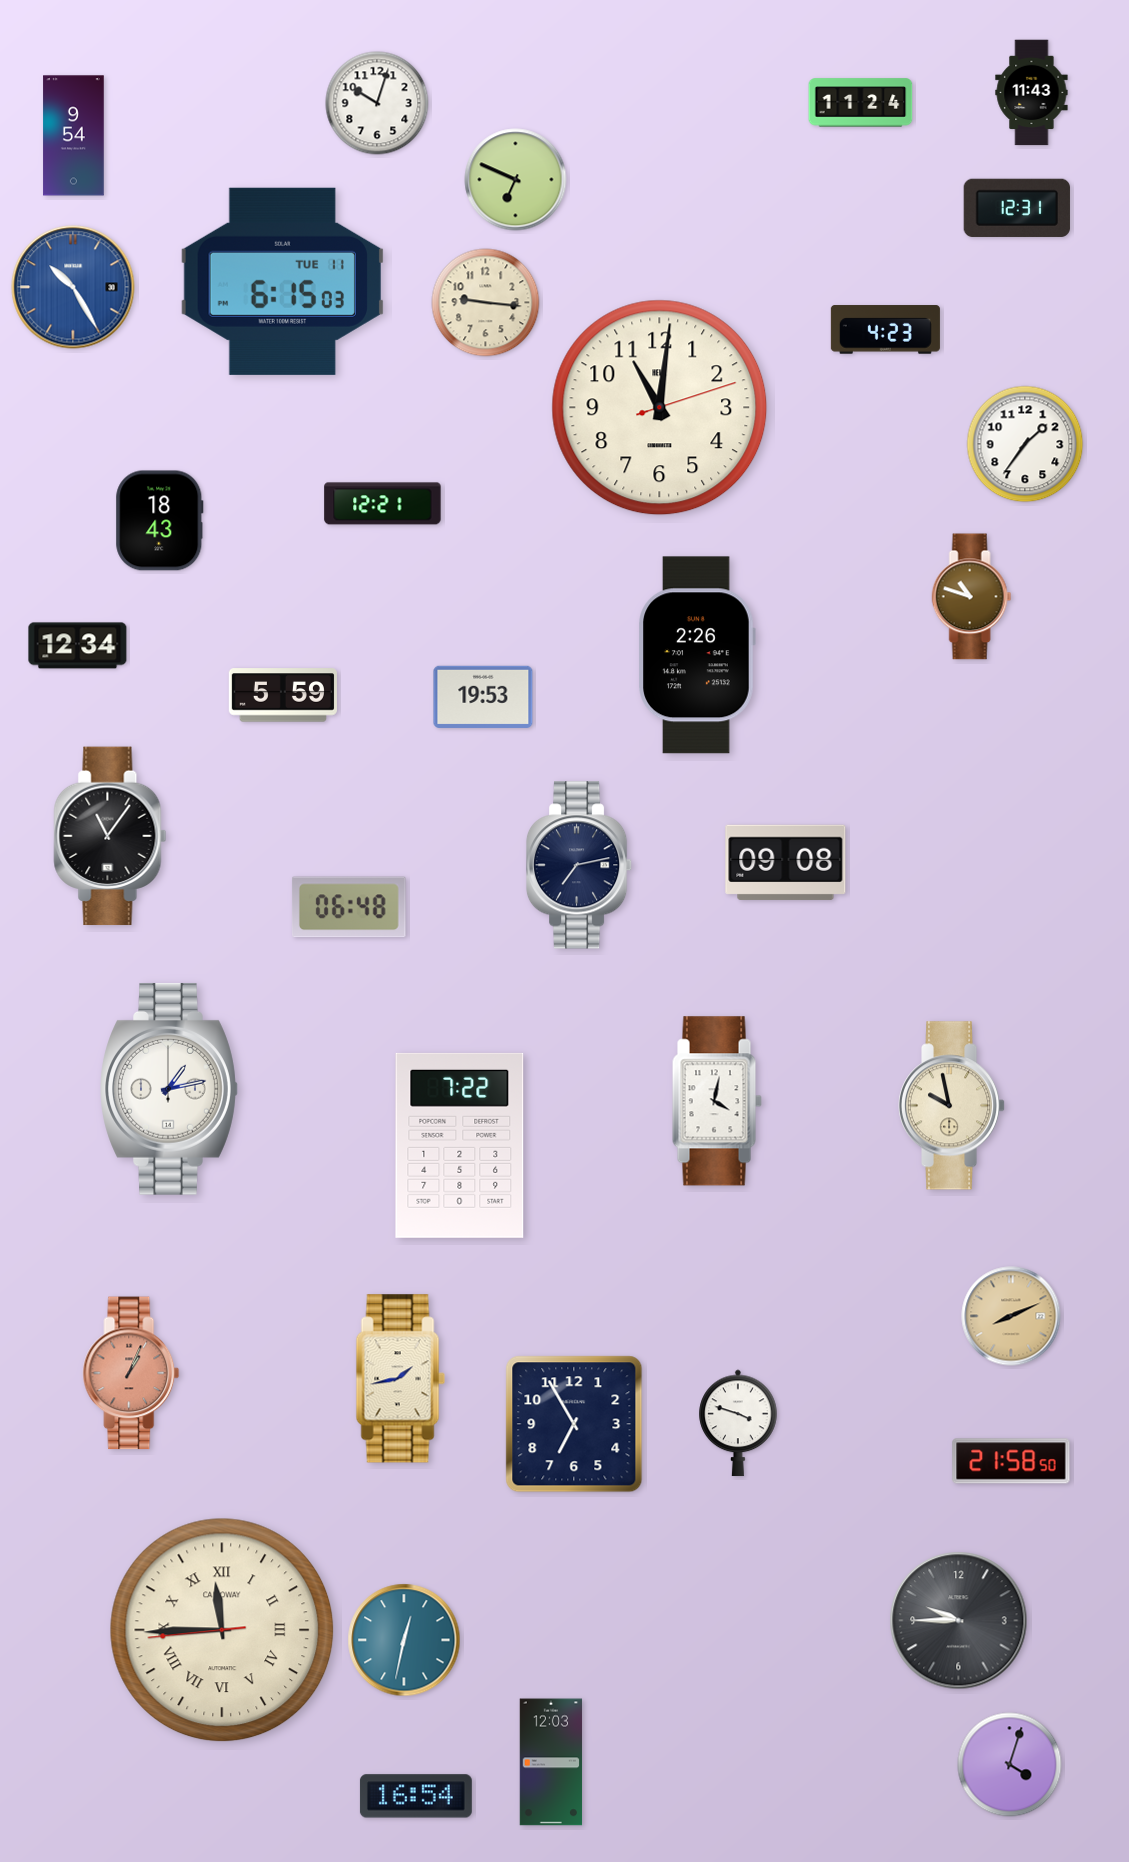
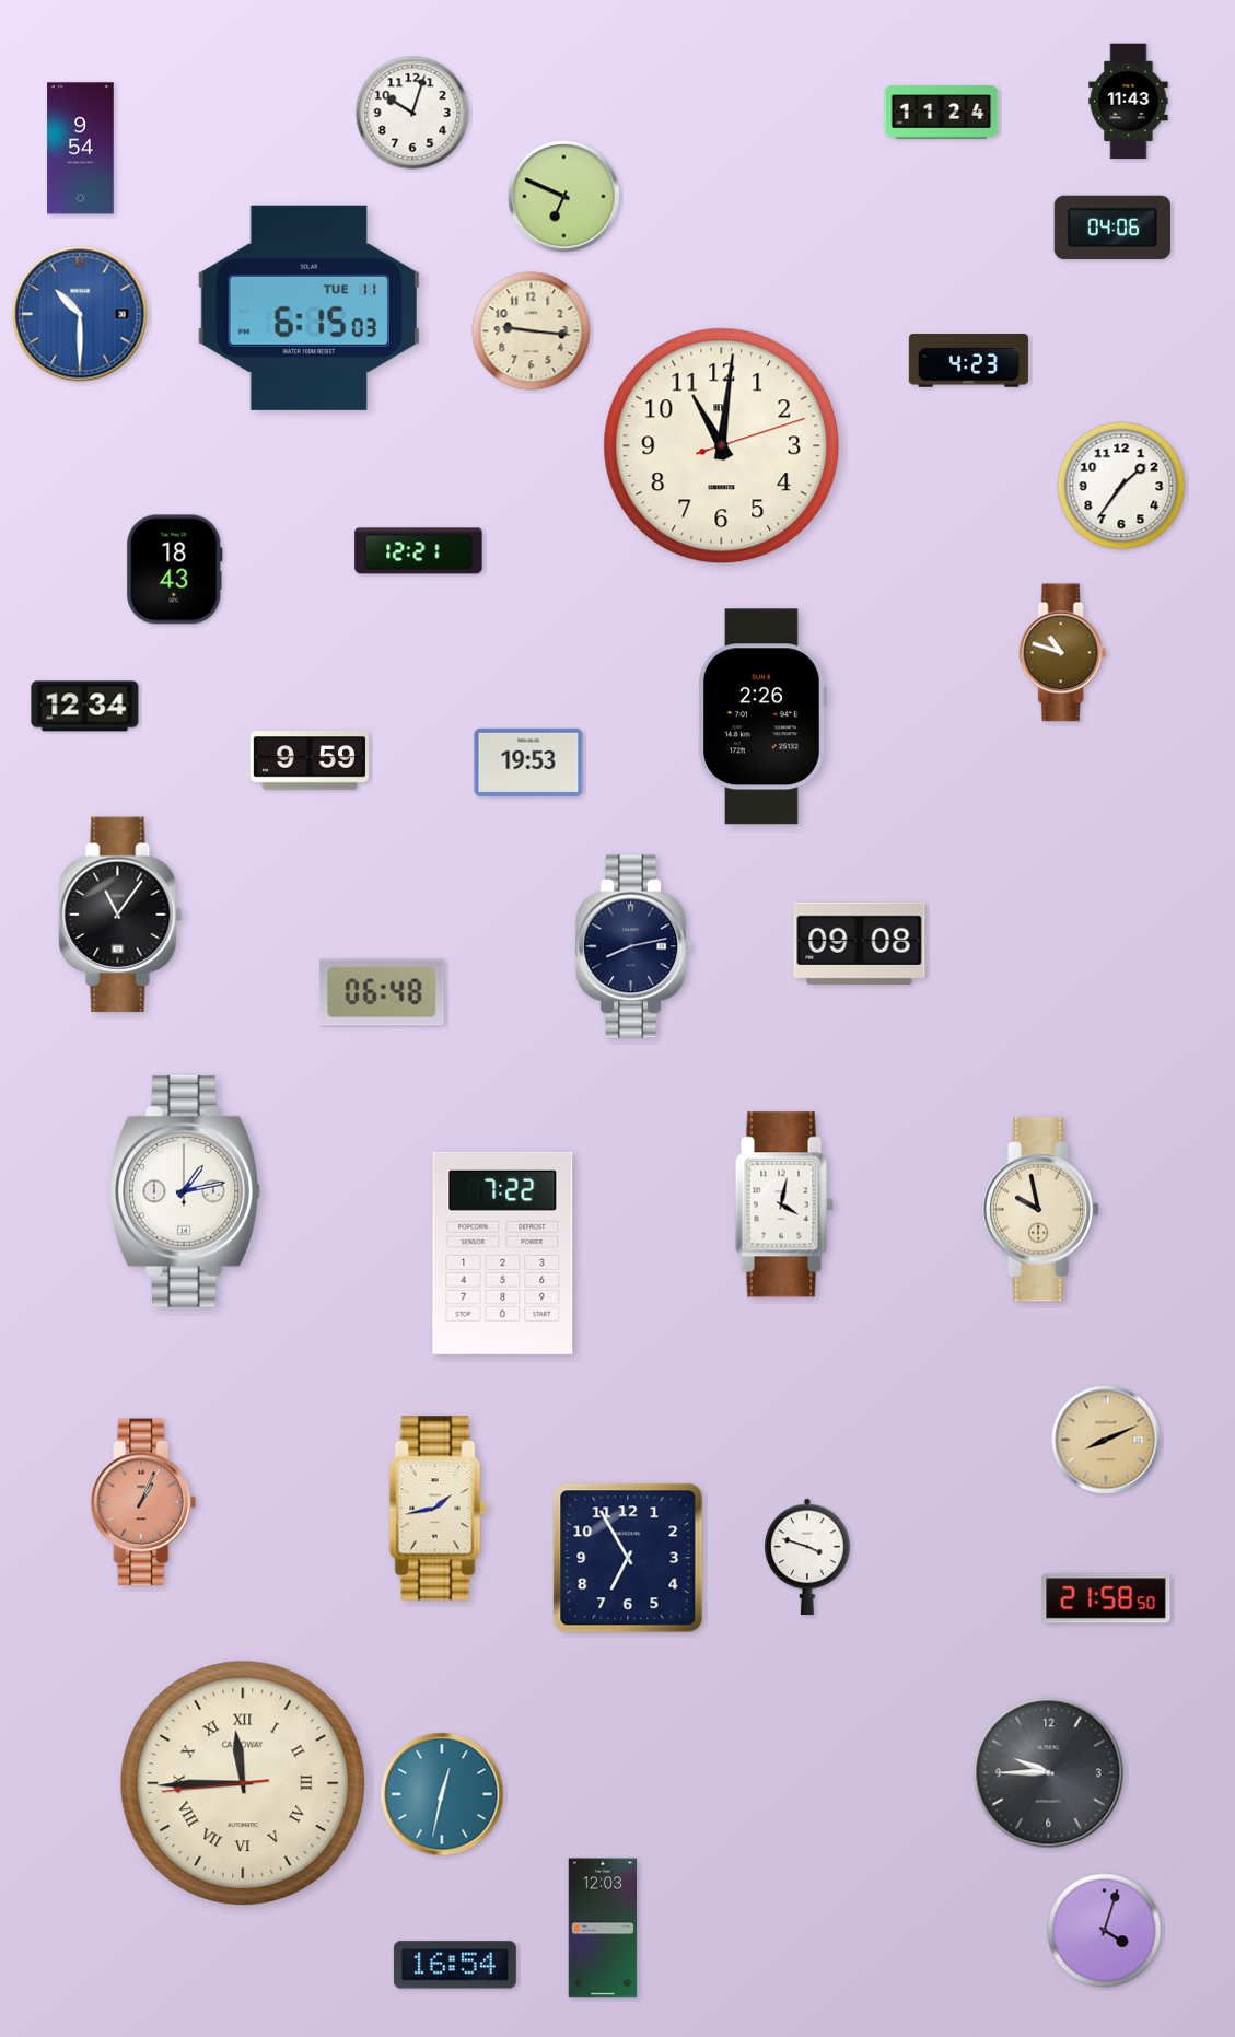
clock at (1016, 208): 12:31 -> 04:06
clock at (73, 287): 10:25 -> 10:30
clock at (283, 695): 5:59 -> 9:59
clock at (579, 865): 7:13 -> 8:13
